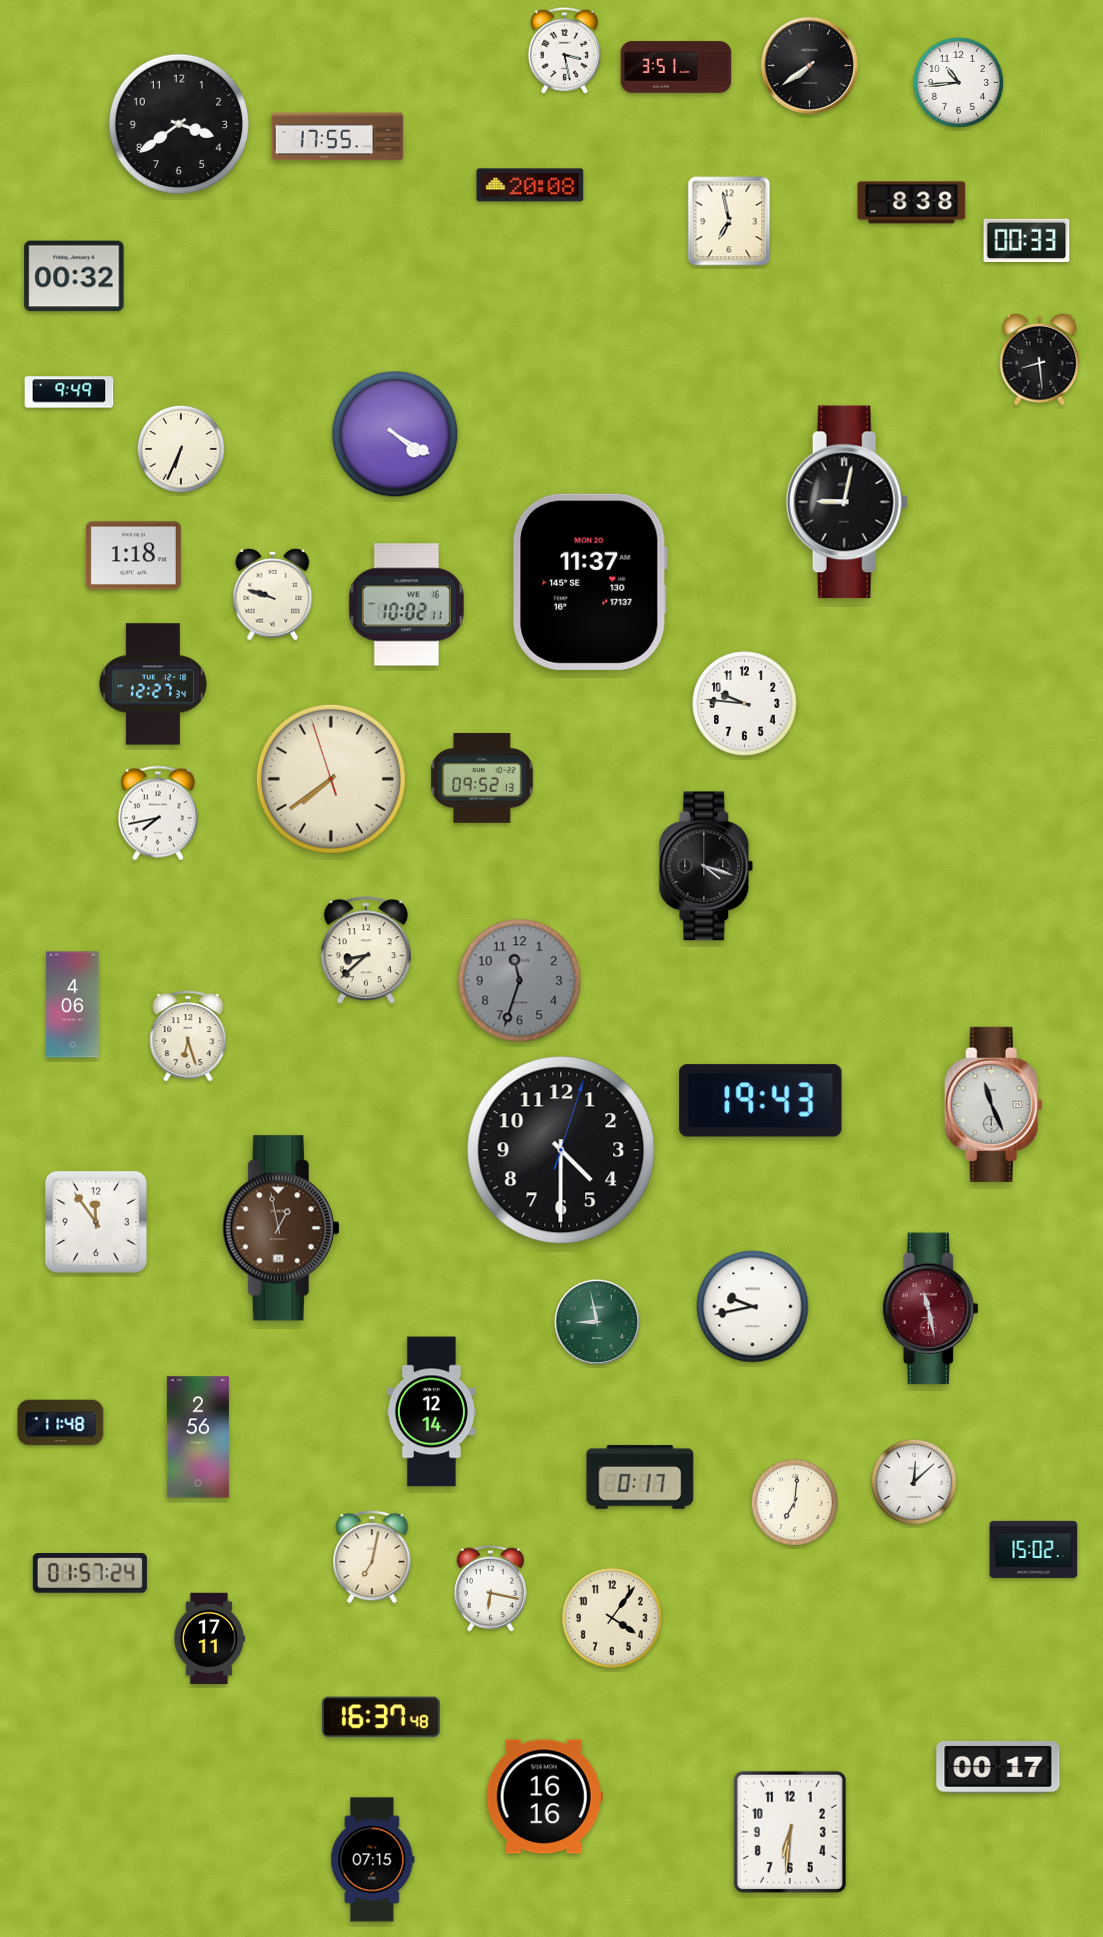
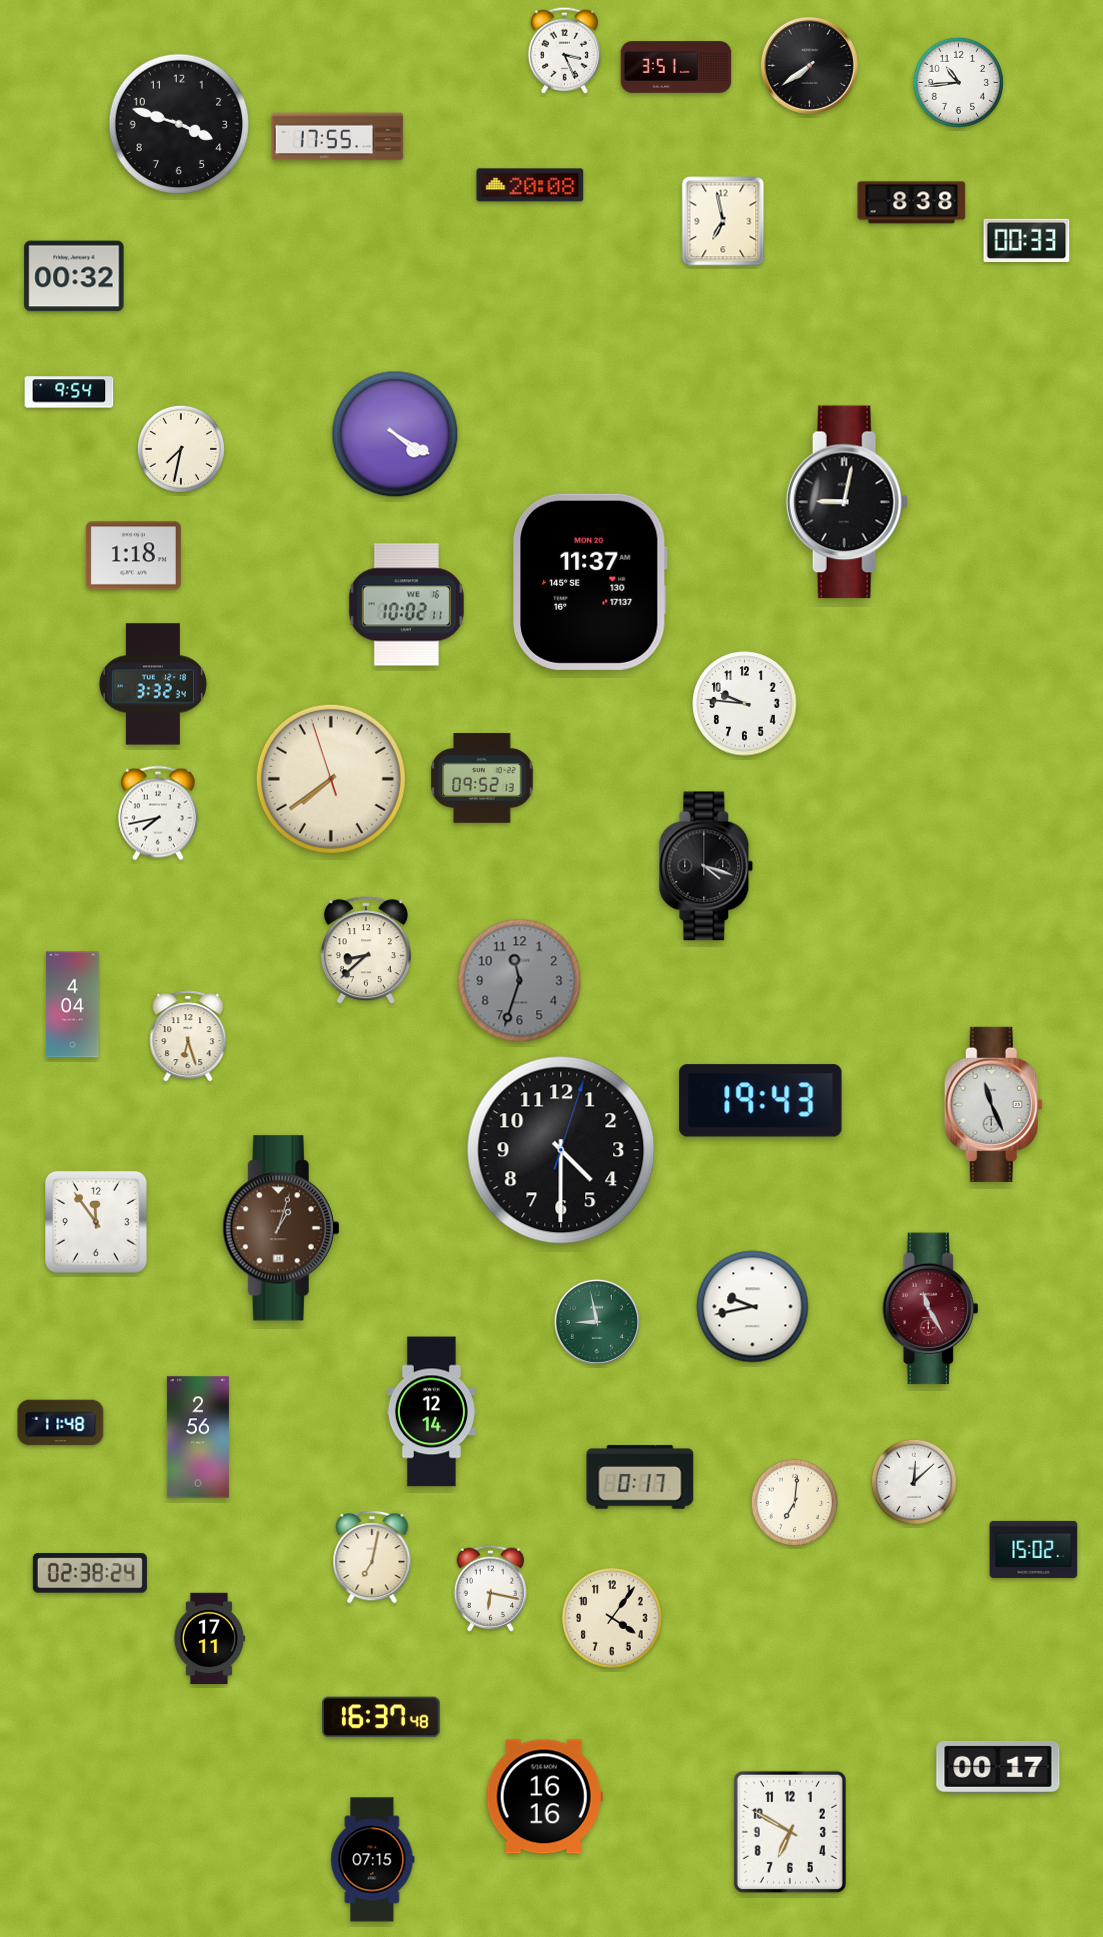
clock at (564, 50): 3:28 -> 3:26
clock at (178, 123): 3:39 -> 3:48
clock at (729, 221) position: (729, 221) -> (723, 221)
clock at (1040, 359): 8:29 -> none
clock at (69, 392): 9:49 -> 9:54
clock at (181, 449): 6:34 -> 7:32
clock at (273, 594): 9:48 -> none
clock at (153, 684): 12:27 -> 3:32
clock at (73, 1005): 4:06 -> 4:04
clock at (281, 1228): 12:58 -> 1:03
clock at (931, 1309): 11:28 -> 11:25
clock at (90, 1573): 01:57 -> 02:38
clock at (790, 1832): 6:31 -> 6:50
